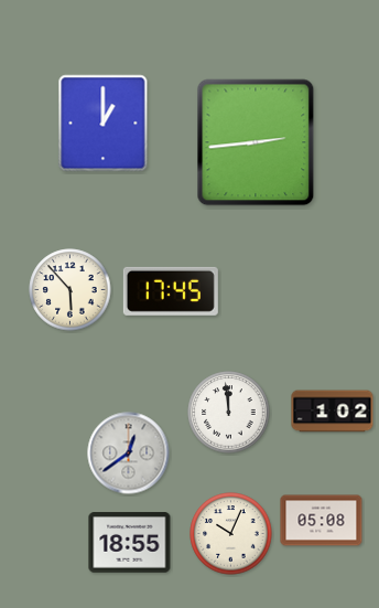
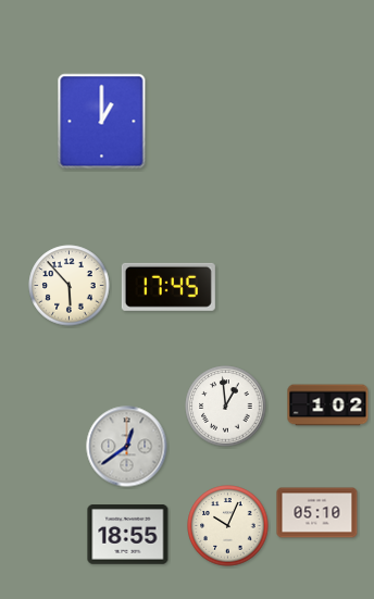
clock at (256, 142): 2:44 -> none
clock at (229, 413): 11:59 -> 12:59
clock at (322, 521): 05:08 -> 05:10
